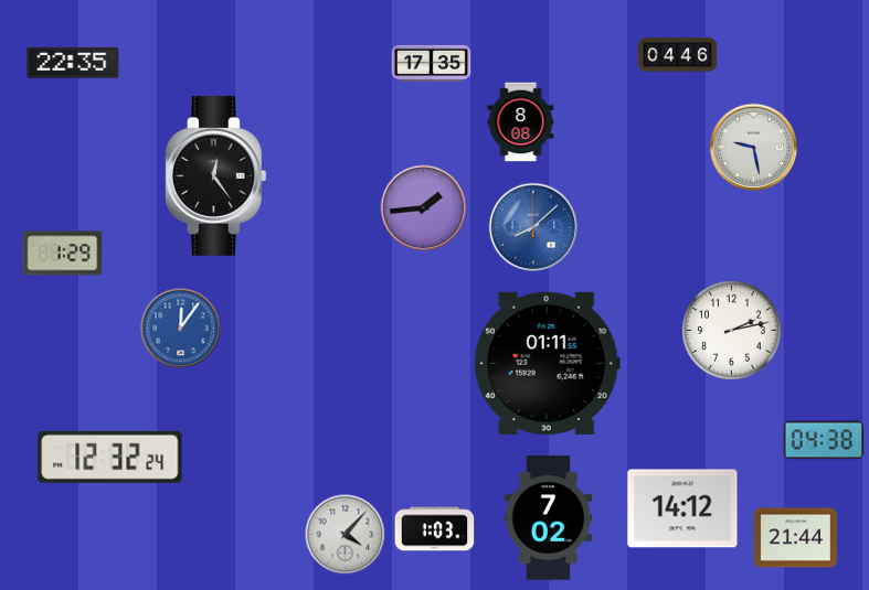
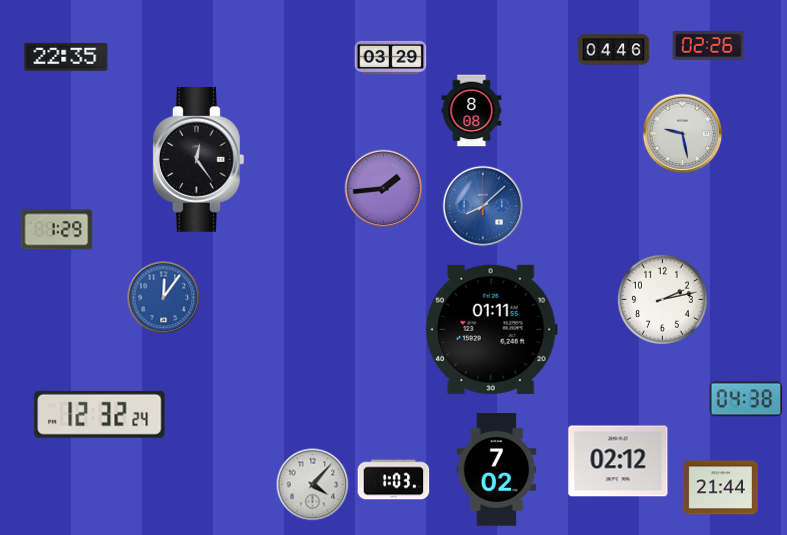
clock at (709, 46): none -> 02:26
clock at (432, 63): 17:35 -> 03:29
clock at (215, 175) position: (215, 175) -> (198, 159)
clock at (547, 363) position: (547, 363) -> (491, 329)
clock at (682, 508): 14:12 -> 02:12
